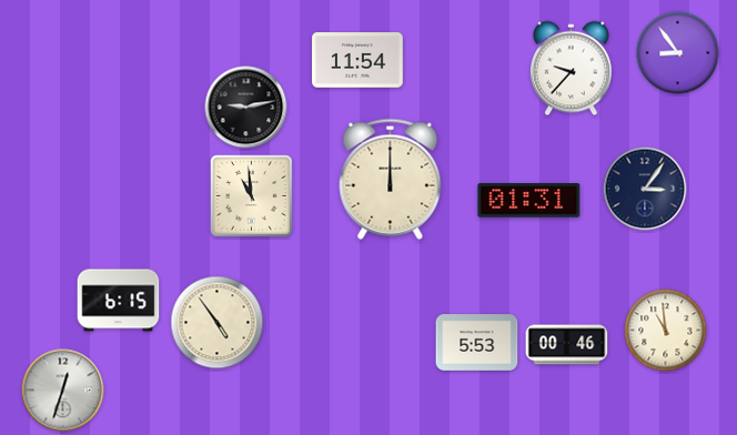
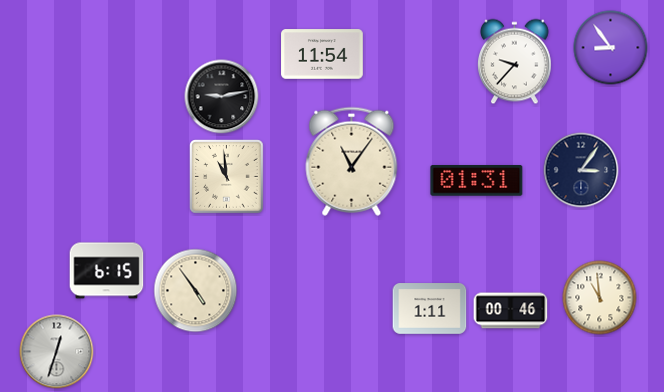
clock at (391, 179): 12:00 -> 11:06
clock at (477, 343): 5:53 -> 1:11
